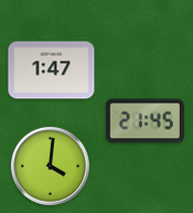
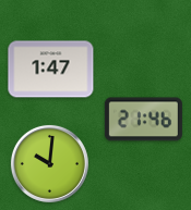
clock at (144, 121): 21:45 -> 21:46
clock at (50, 166): 4:01 -> 10:01
